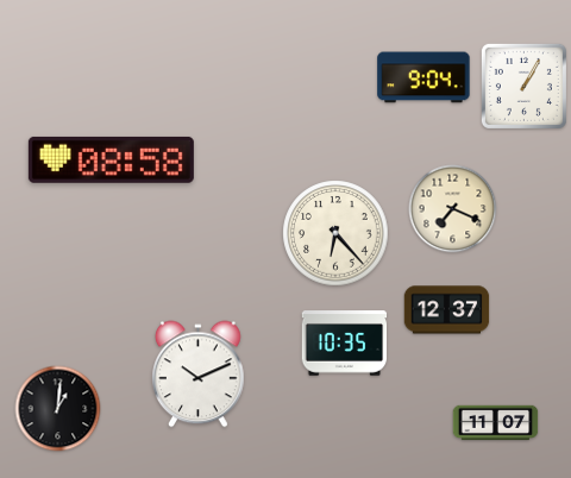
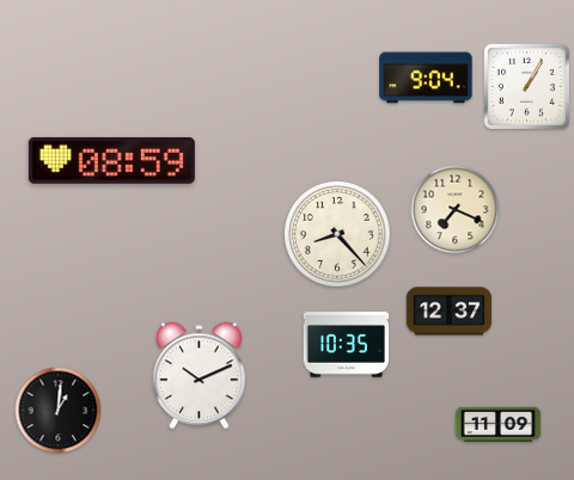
clock at (111, 159): 08:58 -> 08:59
clock at (335, 233): 6:23 -> 8:23
clock at (496, 423): 11:07 -> 11:09
